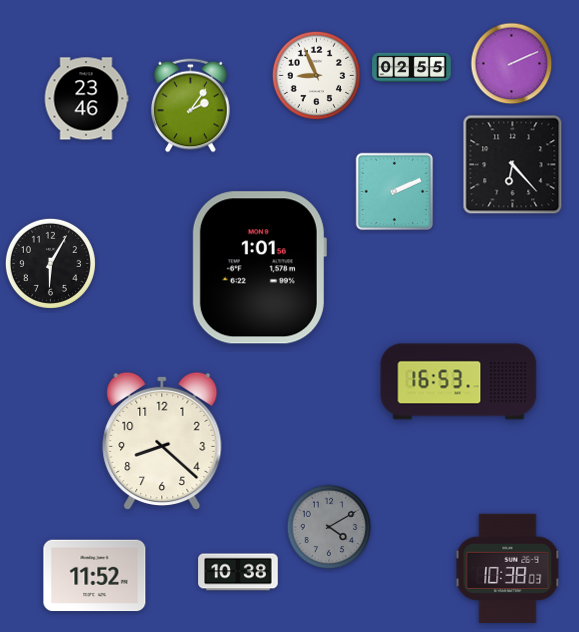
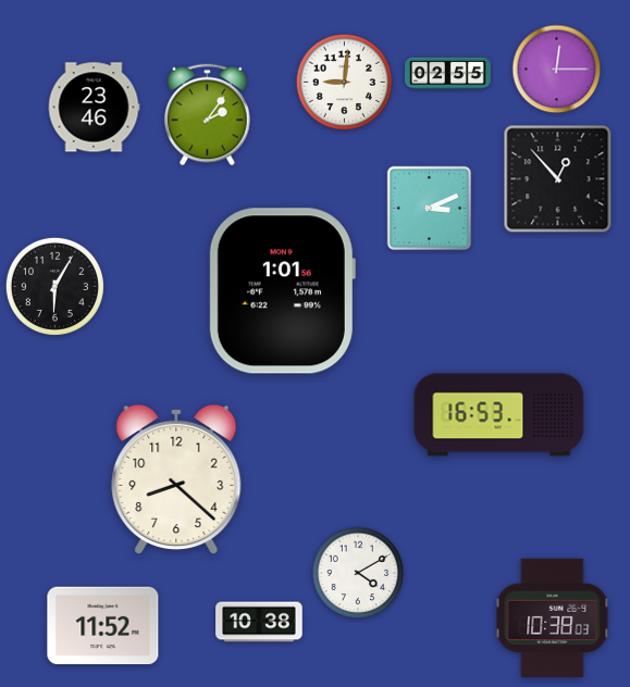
clock at (512, 64): 2:11 -> 12:15
clock at (316, 75): 8:56 -> 9:01
clock at (513, 165): 6:23 -> 12:53
clock at (395, 192): 2:11 -> 3:11
clock at (329, 527) dial: grey -> white
